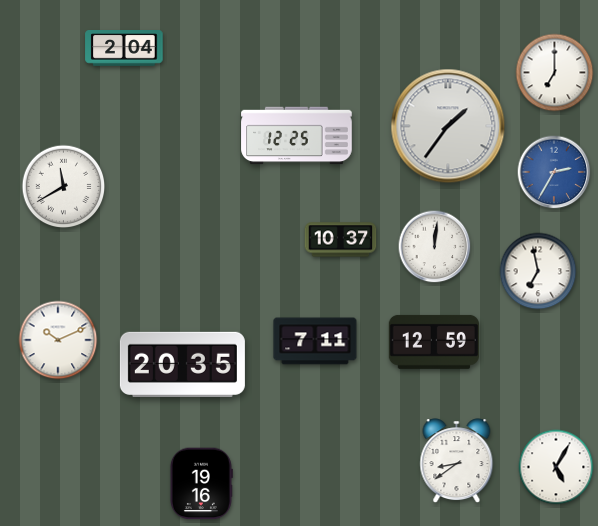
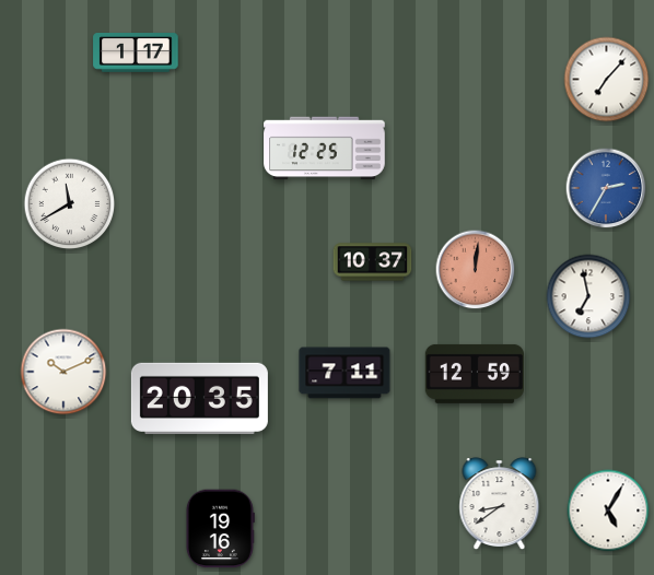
clock at (124, 49): 2:04 -> 1:17
clock at (555, 73): 7:00 -> 7:07
clock at (448, 126): 1:36 -> none
clock at (435, 247) dial: white -> salmon
